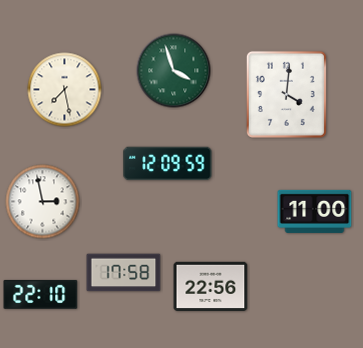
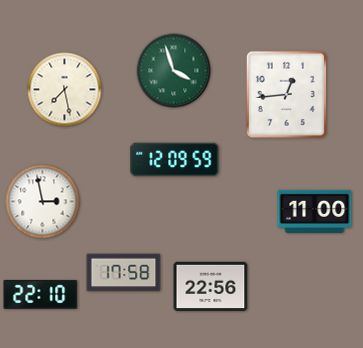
clock at (286, 94): 4:01 -> 12:44
clock at (168, 164) position: (168, 164) -> (175, 160)
